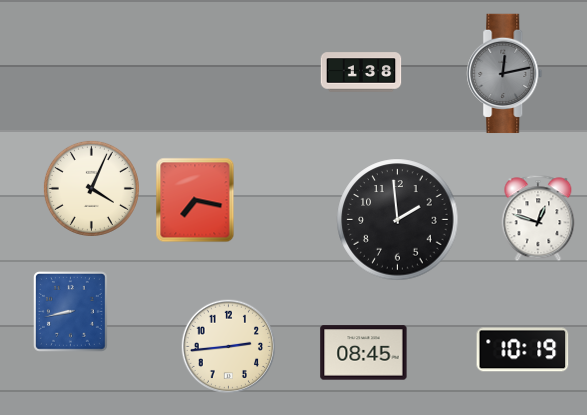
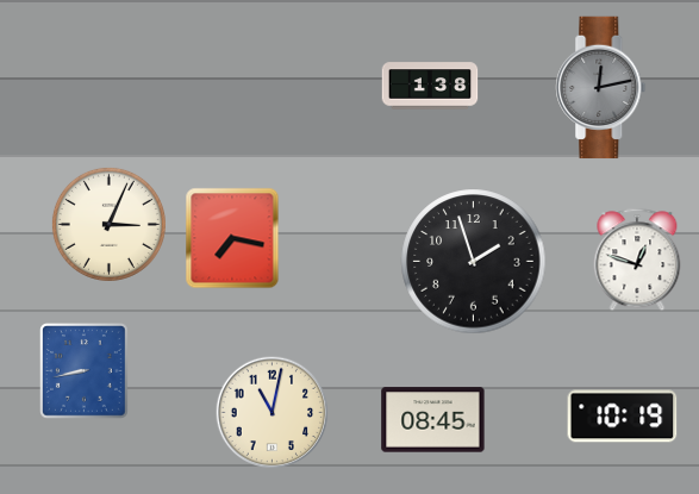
clock at (91, 188): 4:04 -> 3:04
clock at (538, 218) position: (538, 218) -> (637, 259)
clock at (398, 220): 1:59 -> 1:57
clock at (229, 347): 2:44 -> 11:02
